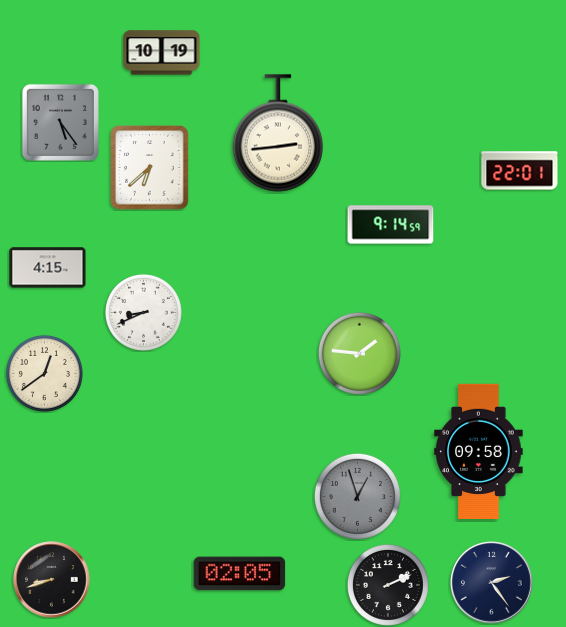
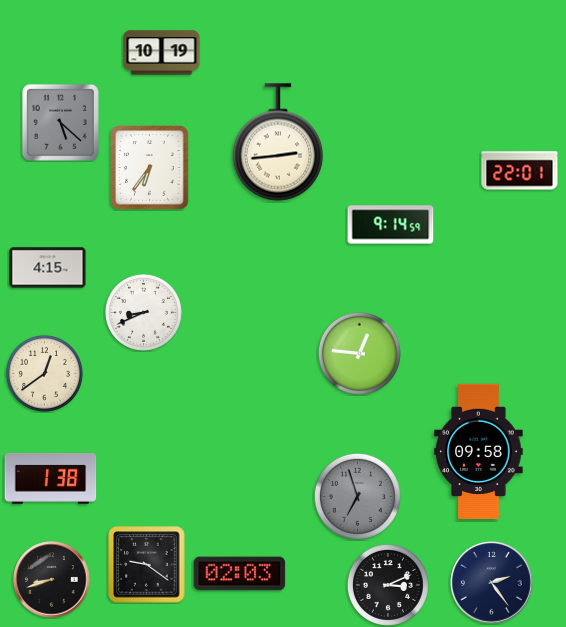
clock at (60, 122): 5:24 -> 5:22
clock at (278, 133) position: (278, 133) -> (278, 142)
clock at (150, 168): 6:38 -> 6:36
clock at (359, 353): 1:46 -> 12:46
clock at (51, 478): none -> 1:38
clock at (357, 496): 12:57 -> 6:57
clock at (147, 565): none -> 9:21
clock at (240, 574): 02:05 -> 02:03
clock at (388, 585): 2:11 -> 3:11
